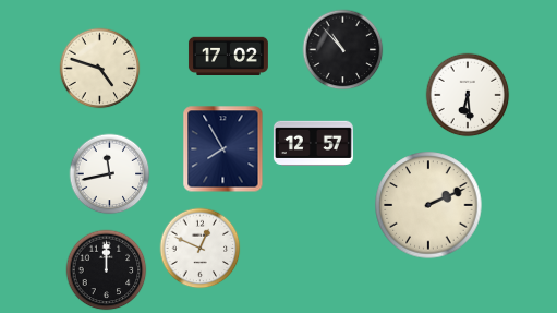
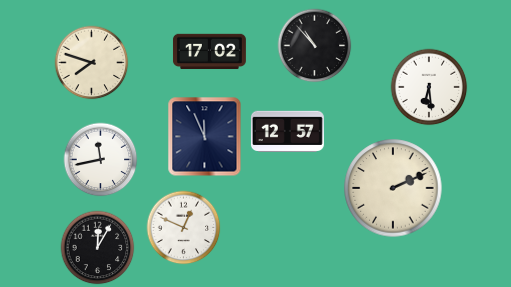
clock at (100, 69): 4:48 -> 7:48
clock at (223, 149): 7:55 -> 11:56
clock at (107, 270): 12:00 -> 12:05
